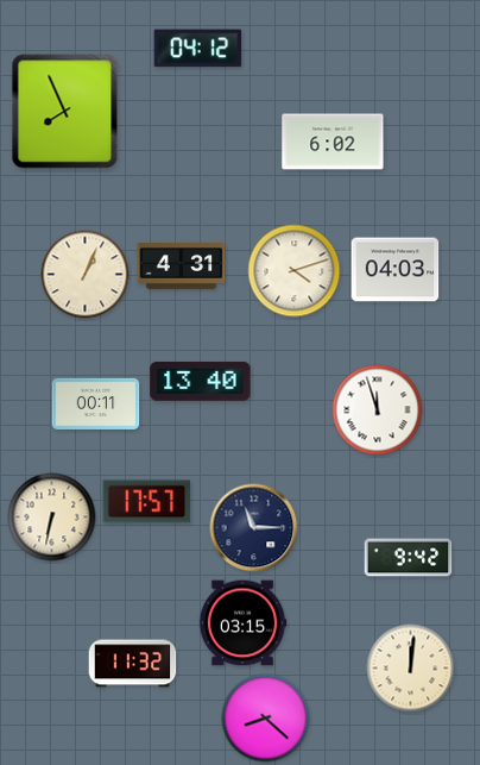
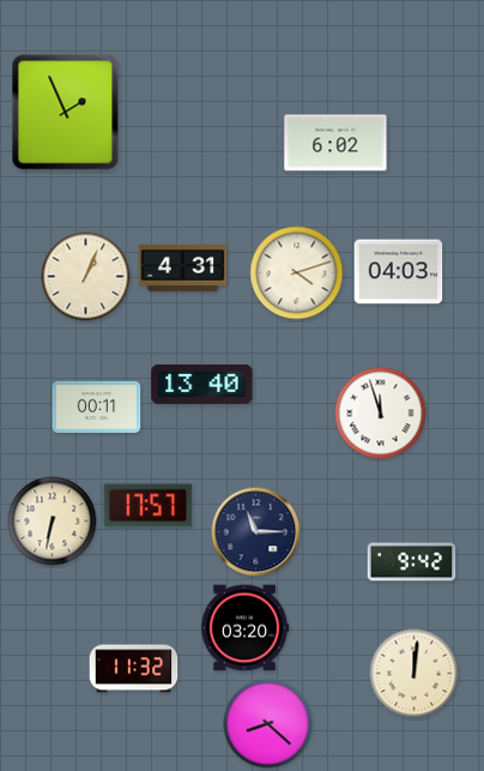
clock at (198, 49): 04:12 -> none
clock at (65, 112): 7:56 -> 1:56
clock at (242, 623): 03:15 -> 03:20
